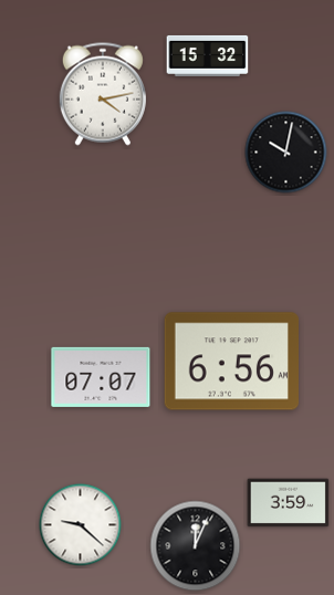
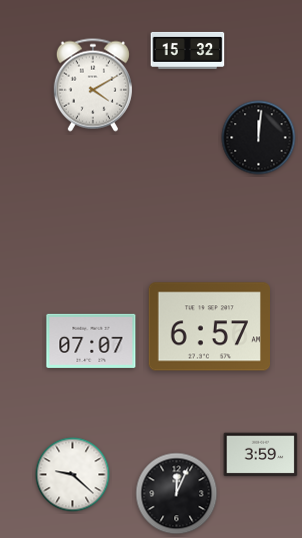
clock at (103, 94): 4:13 -> 4:10
clock at (286, 153): 10:02 -> 12:01
clock at (231, 362): 6:56 -> 6:57
